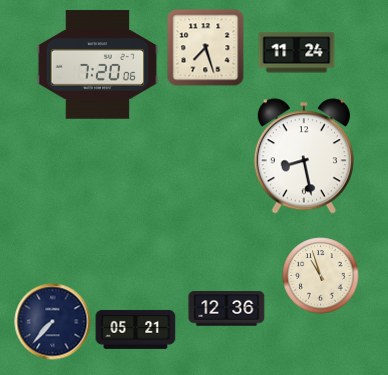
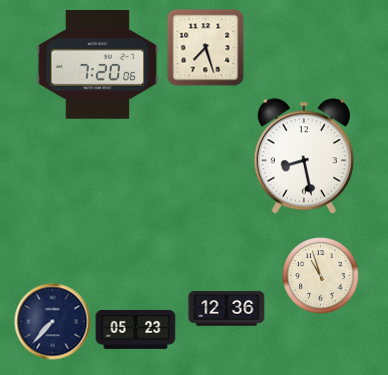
clock at (297, 53): 11:24 -> none
clock at (136, 329): 05:21 -> 05:23
